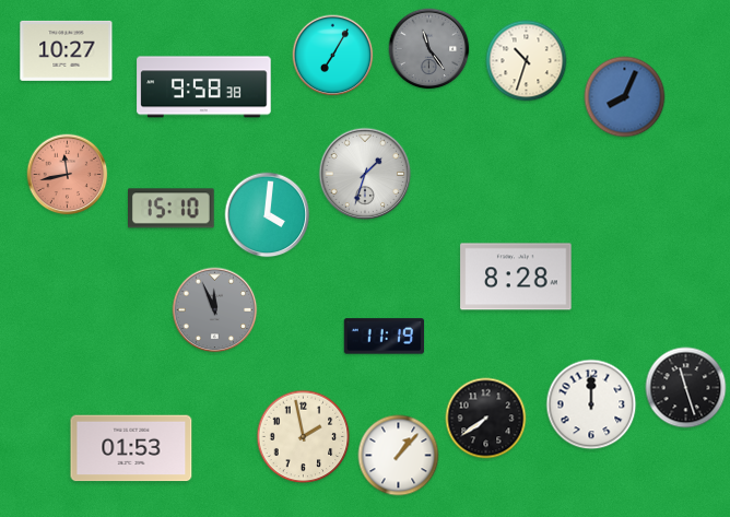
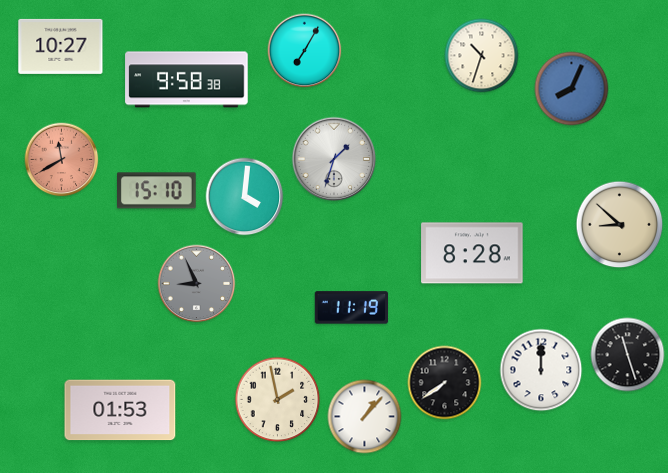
clock at (429, 49): 11:24 -> none
clock at (68, 175): 11:43 -> 11:40
clock at (620, 225): none -> 8:52
clock at (215, 310): 11:56 -> 8:56
